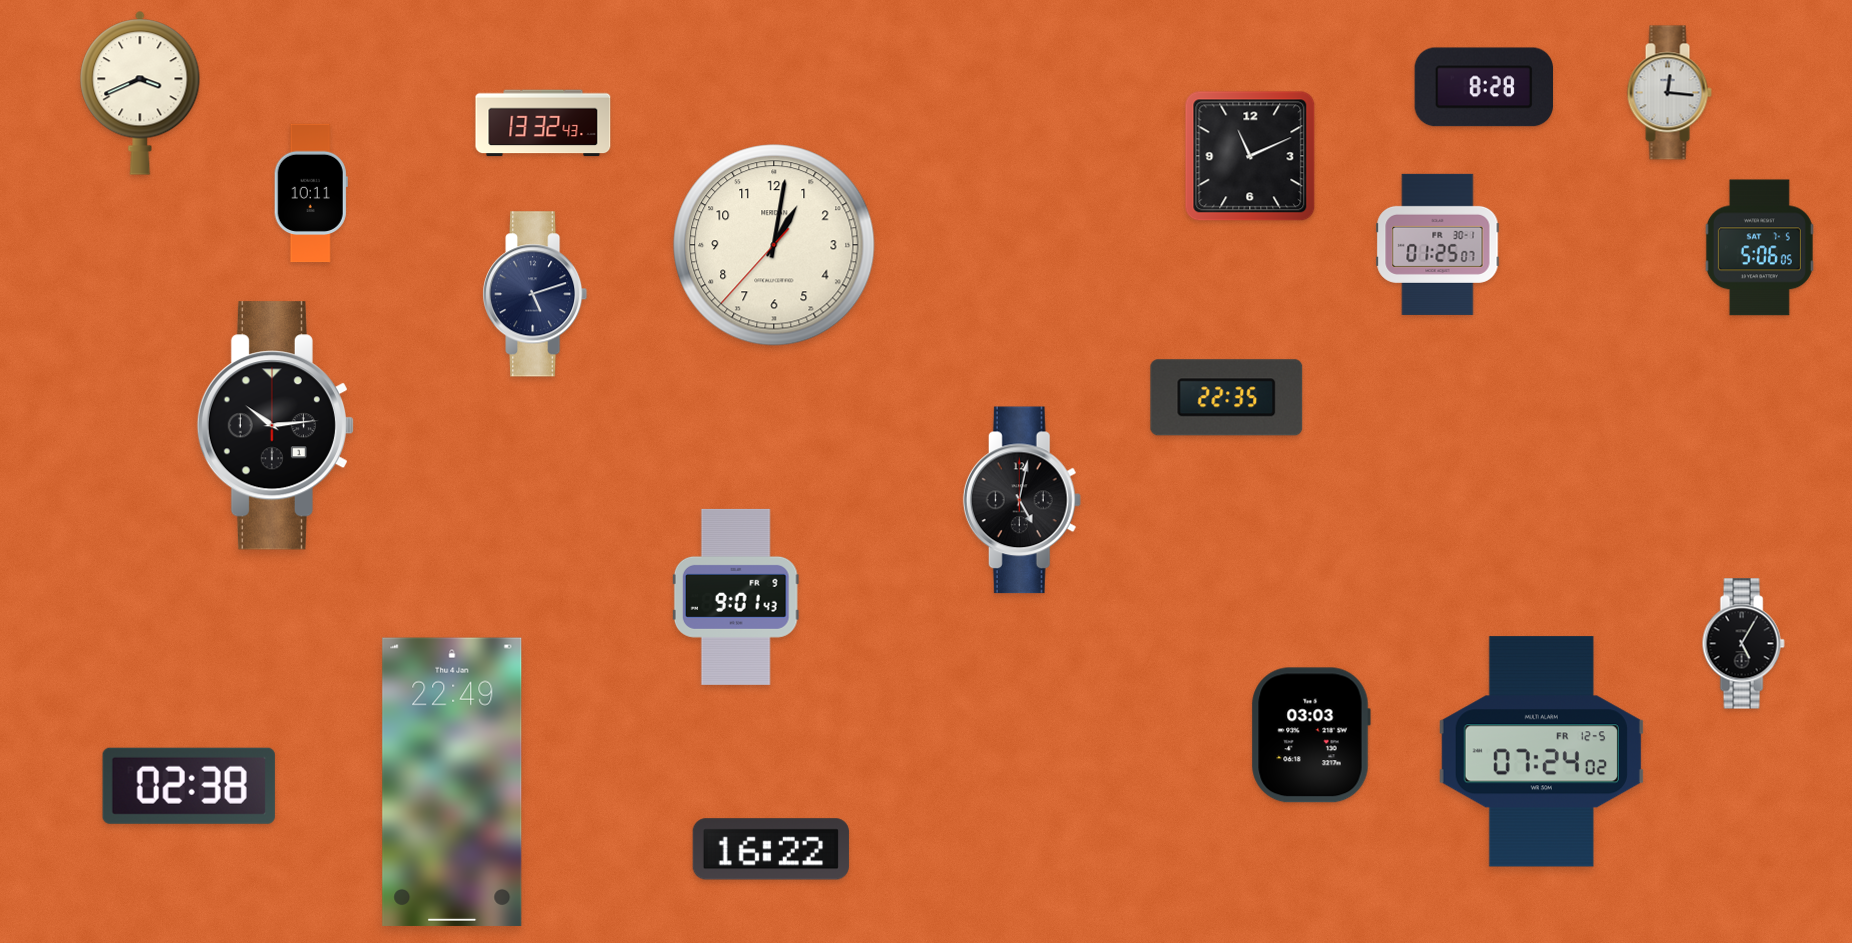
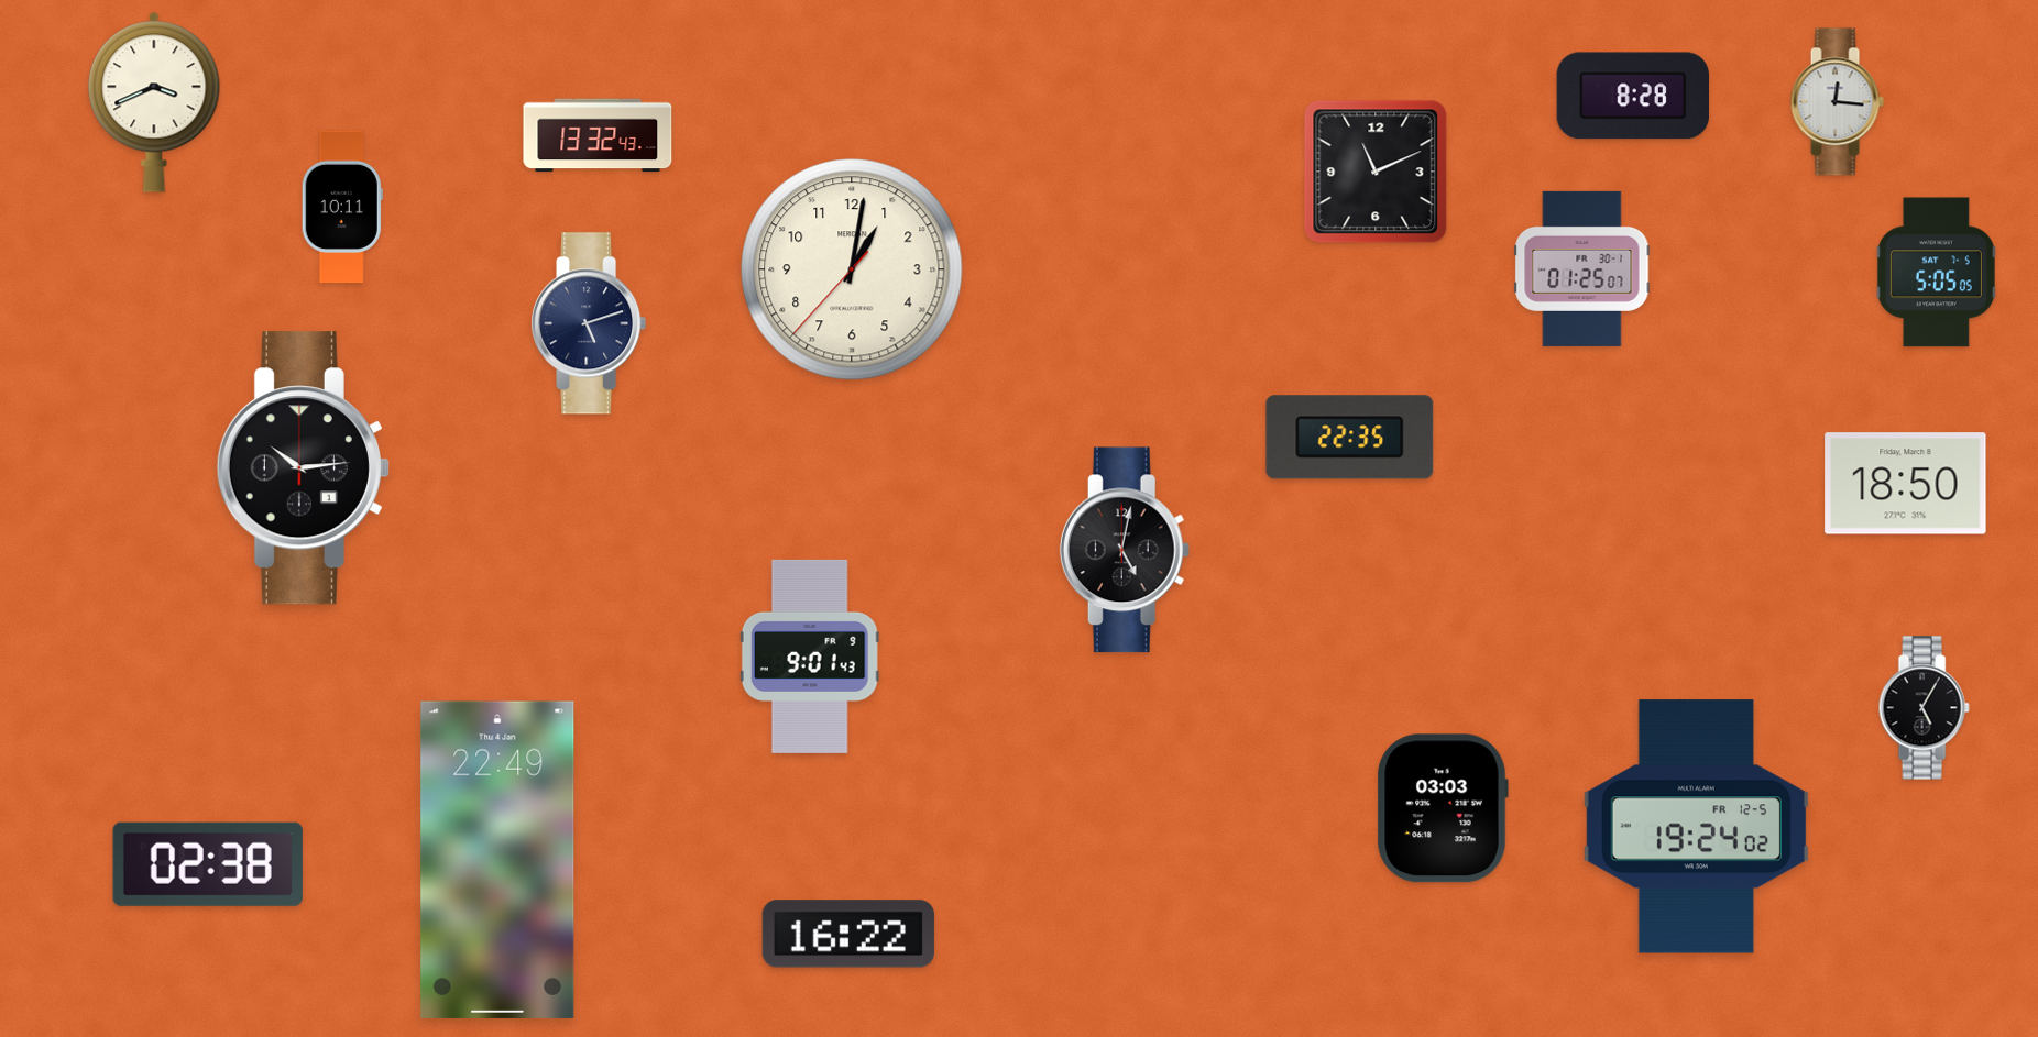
clock at (311, 193) position: (311, 193) -> (342, 207)
clock at (1759, 248): 5:06 -> 5:05
clock at (1906, 484): none -> 18:50
clock at (1743, 644) position: (1743, 644) -> (1924, 708)
clock at (1541, 752): 07:24 -> 19:24
